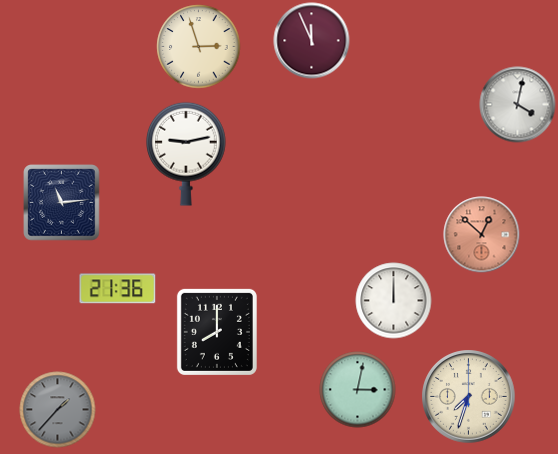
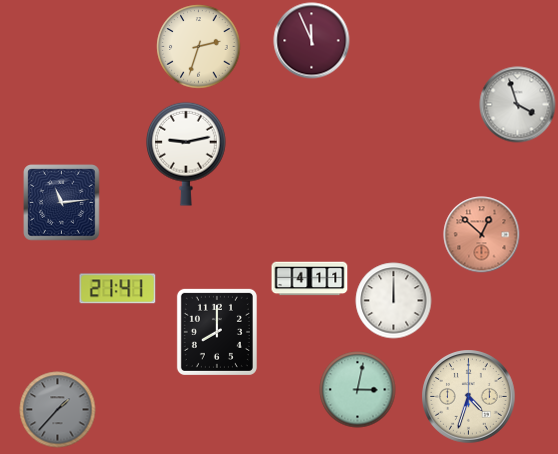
clock at (199, 47): 2:57 -> 2:33
clock at (518, 105): 4:02 -> 3:57
clock at (310, 279): none -> 4:11
clock at (118, 289): 21:36 -> 21:41
clock at (469, 397): 7:33 -> 4:33
